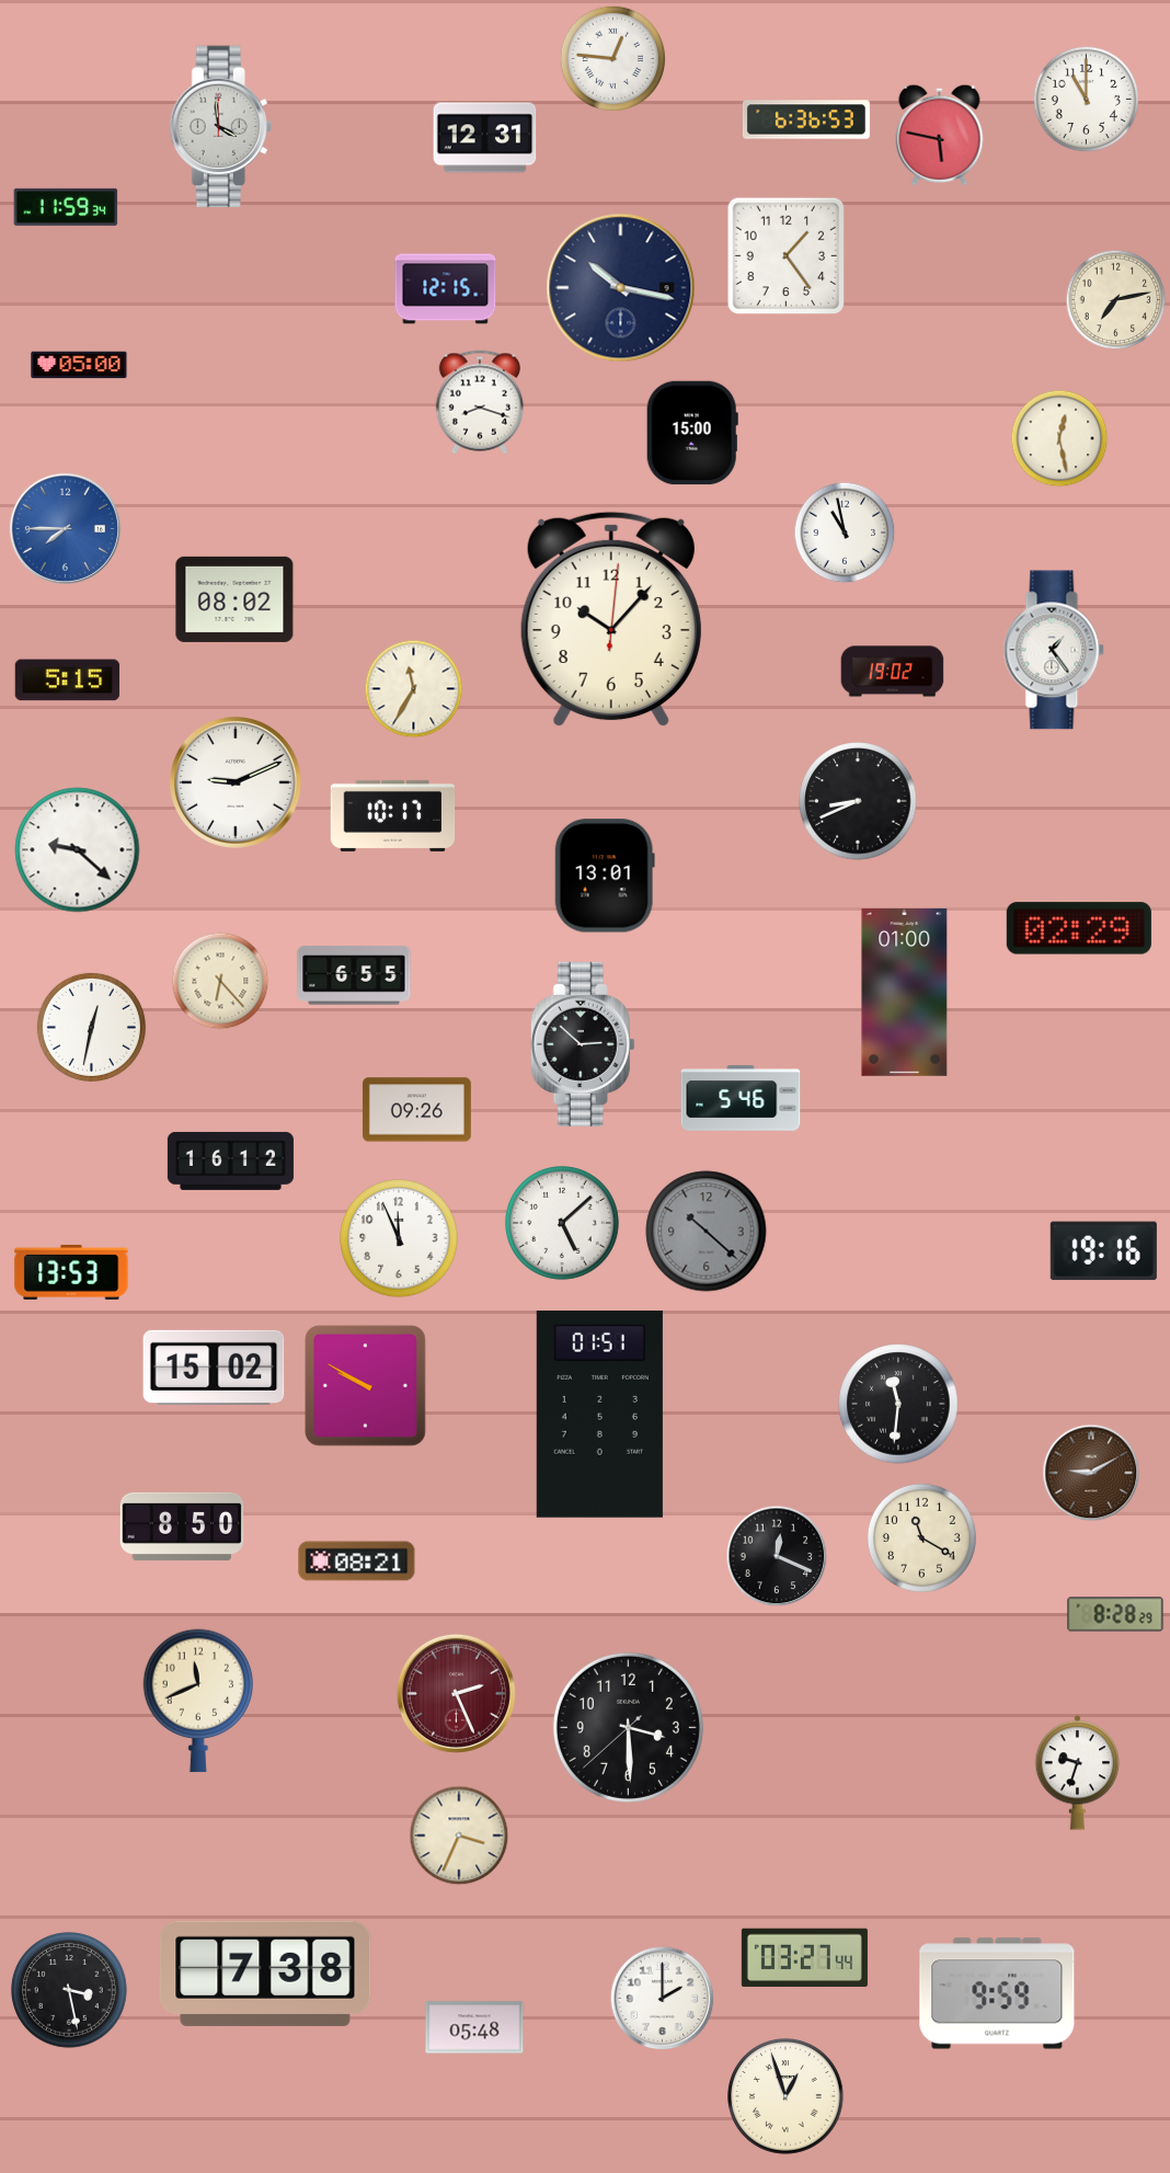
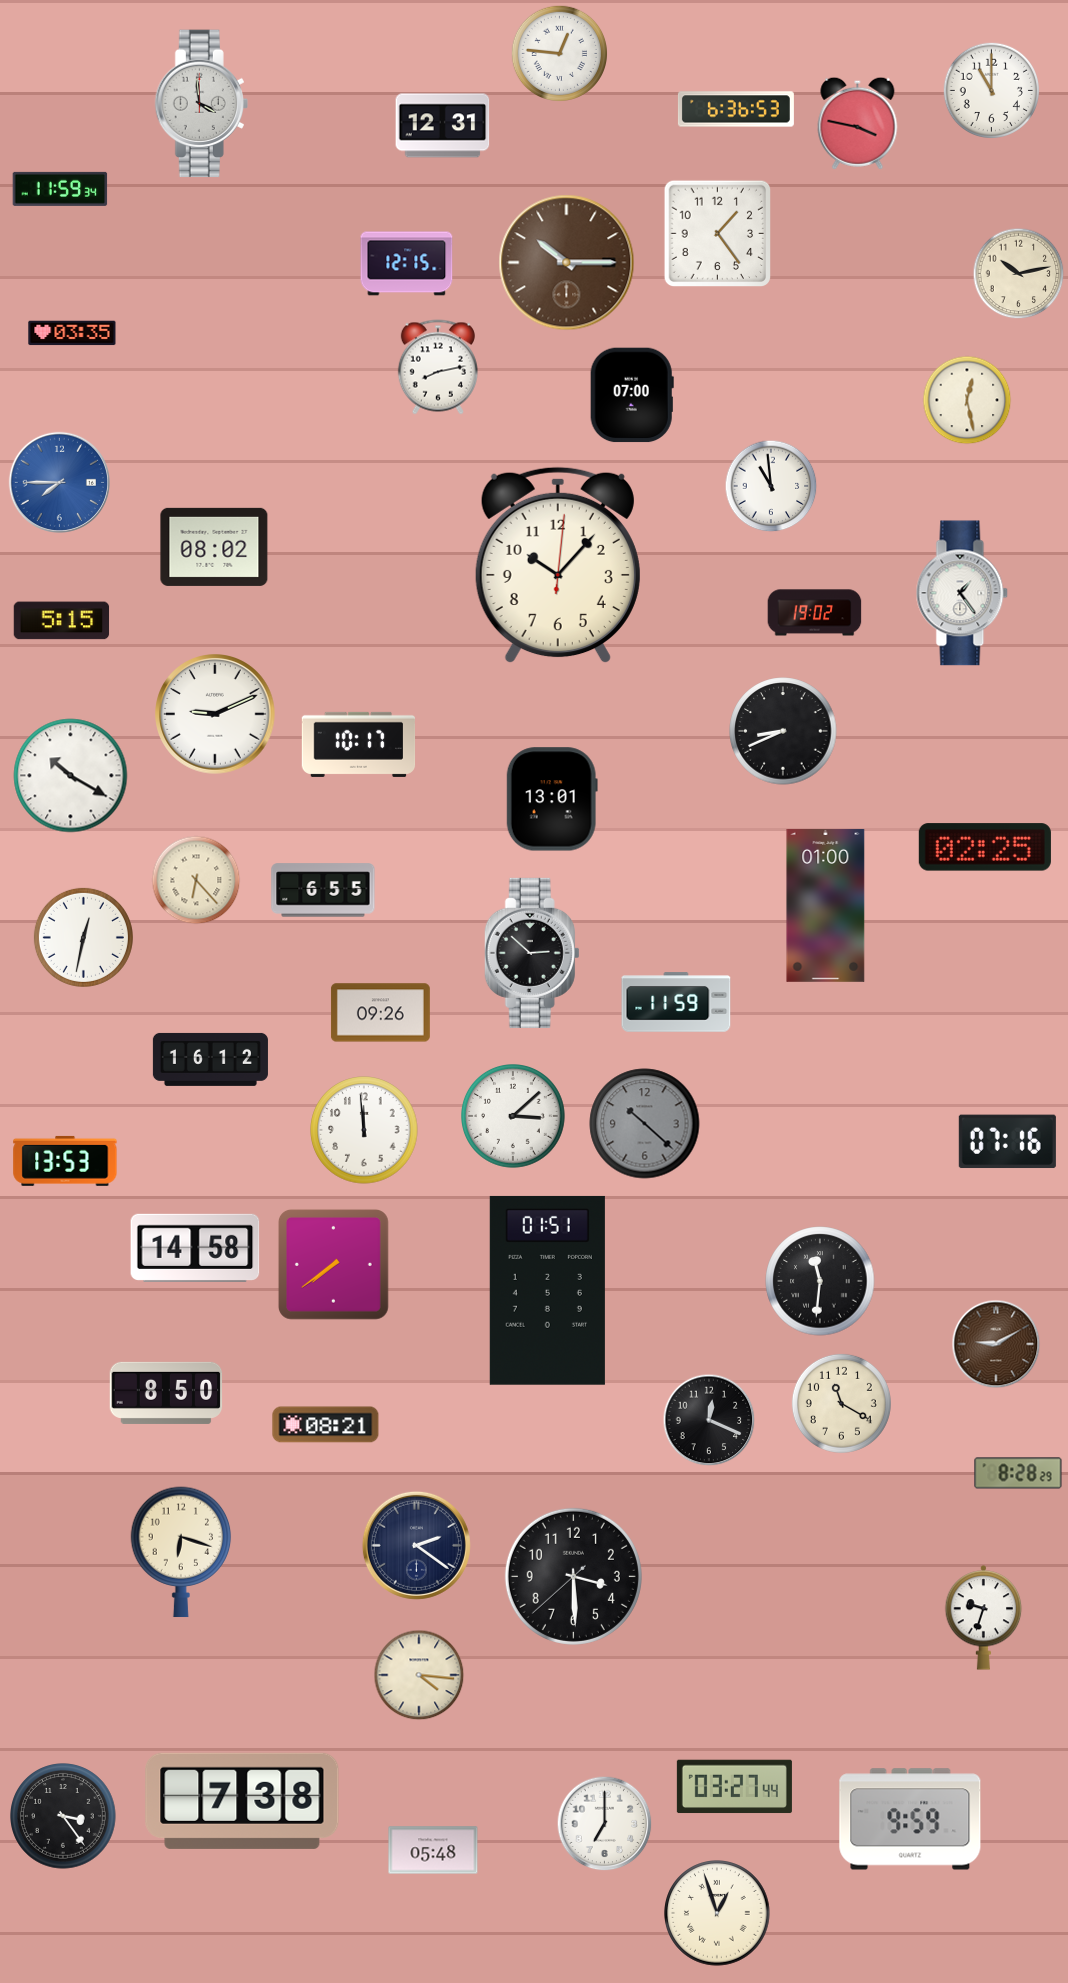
clock at (220, 127) position: (220, 127) -> (201, 104)
clock at (940, 135): 5:47 -> 3:47
clock at (621, 288): 10:17 -> 10:15
clock at (621, 288) dial: navy -> brown
clock at (1116, 300): 7:13 -> 10:13
clock at (79, 365): 05:00 -> 03:35
clock at (480, 402): 8:18 -> 8:13
clock at (692, 433): 15:00 -> 07:00
clock at (845, 533): 10:58 -> 10:59
clock at (414, 689): 11:35 -> none
clock at (78, 850): 9:22 -> 10:20
clock at (1079, 928): 02:29 -> 02:25
clock at (220, 981) position: (220, 981) -> (196, 880)
clock at (741, 1098): 5:46 -> 11:59
clock at (563, 1224): 5:08 -> 3:08
clock at (399, 1238): 11:56 -> 11:59
clock at (1103, 1251): 19:16 -> 07:16
clock at (214, 1368): 15:02 -> 14:58
clock at (365, 1385): 9:50 -> 7:39
clock at (456, 1693): 2:26 -> 2:21
clock at (456, 1693) dial: burgundy -> navy
clock at (198, 1701): 11:41 -> 6:18
clock at (459, 1835): 3:34 -> 4:16
clock at (69, 1990): 3:28 -> 3:24
clock at (663, 1999): 2:00 -> 7:00
